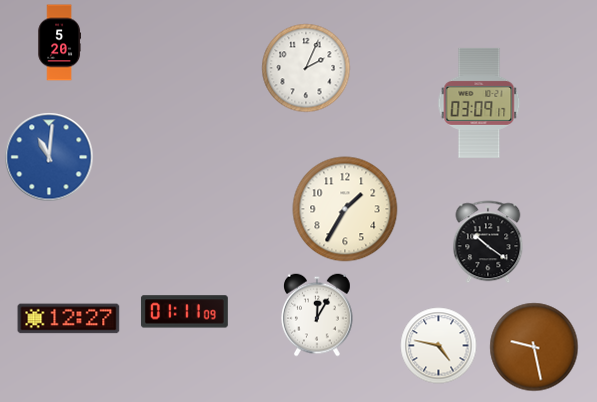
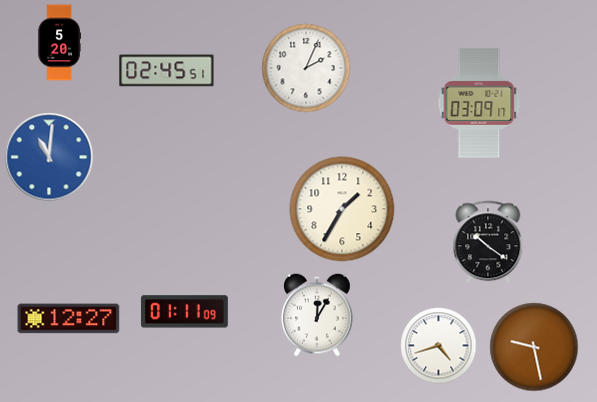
clock at (167, 71): none -> 02:45
clock at (345, 209) position: (345, 209) -> (342, 209)
clock at (439, 346): 4:47 -> 4:42
